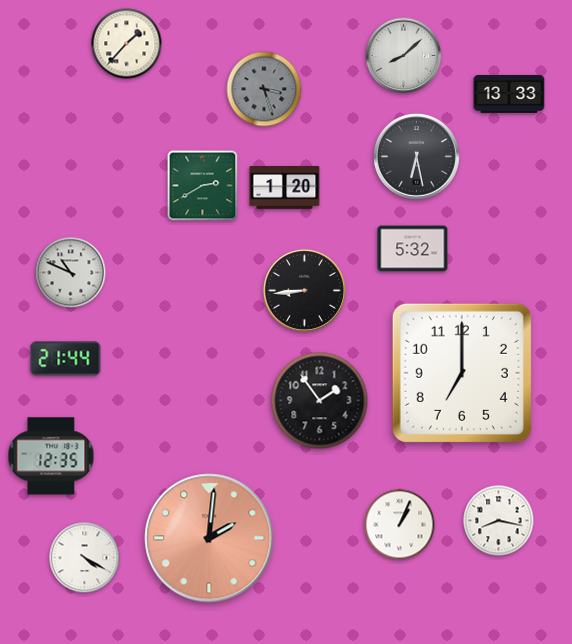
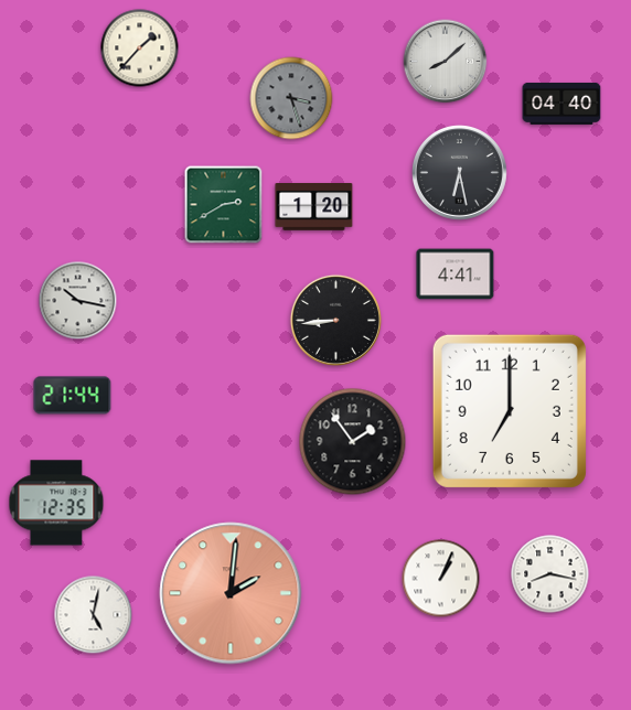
clock at (509, 94): 13:33 -> 04:40
clock at (413, 249): 5:32 -> 4:41
clock at (71, 273): 10:49 -> 10:17
clock at (85, 558): 4:20 -> 5:02
